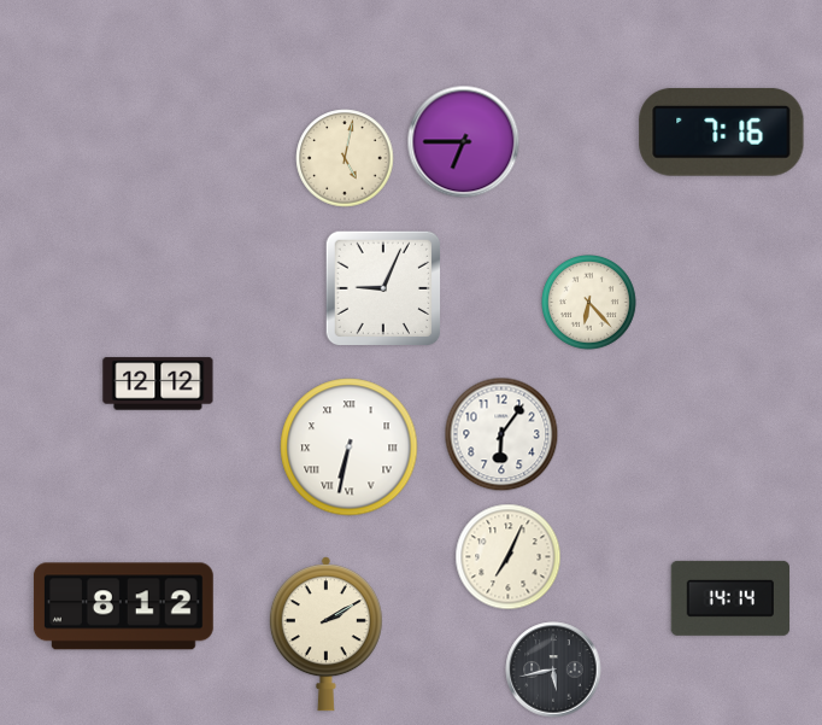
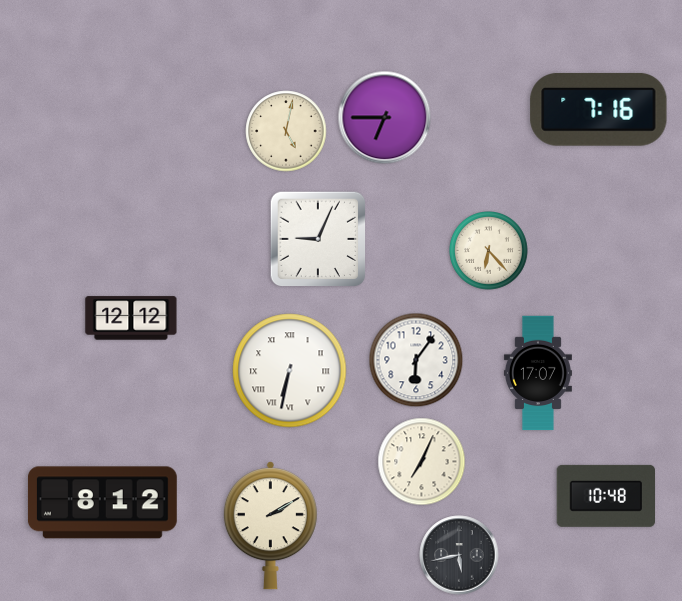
clock at (538, 373): none -> 17:07
clock at (730, 598): 14:14 -> 10:48
